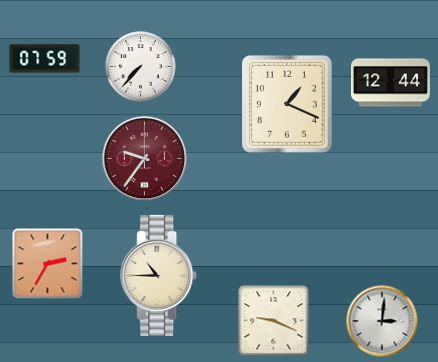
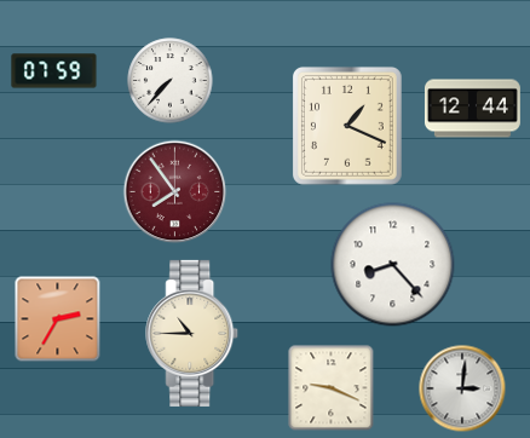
clock at (390, 83) position: (390, 83) -> (472, 109)
clock at (145, 159): 9:36 -> 7:54
clock at (393, 265): none -> 8:23
